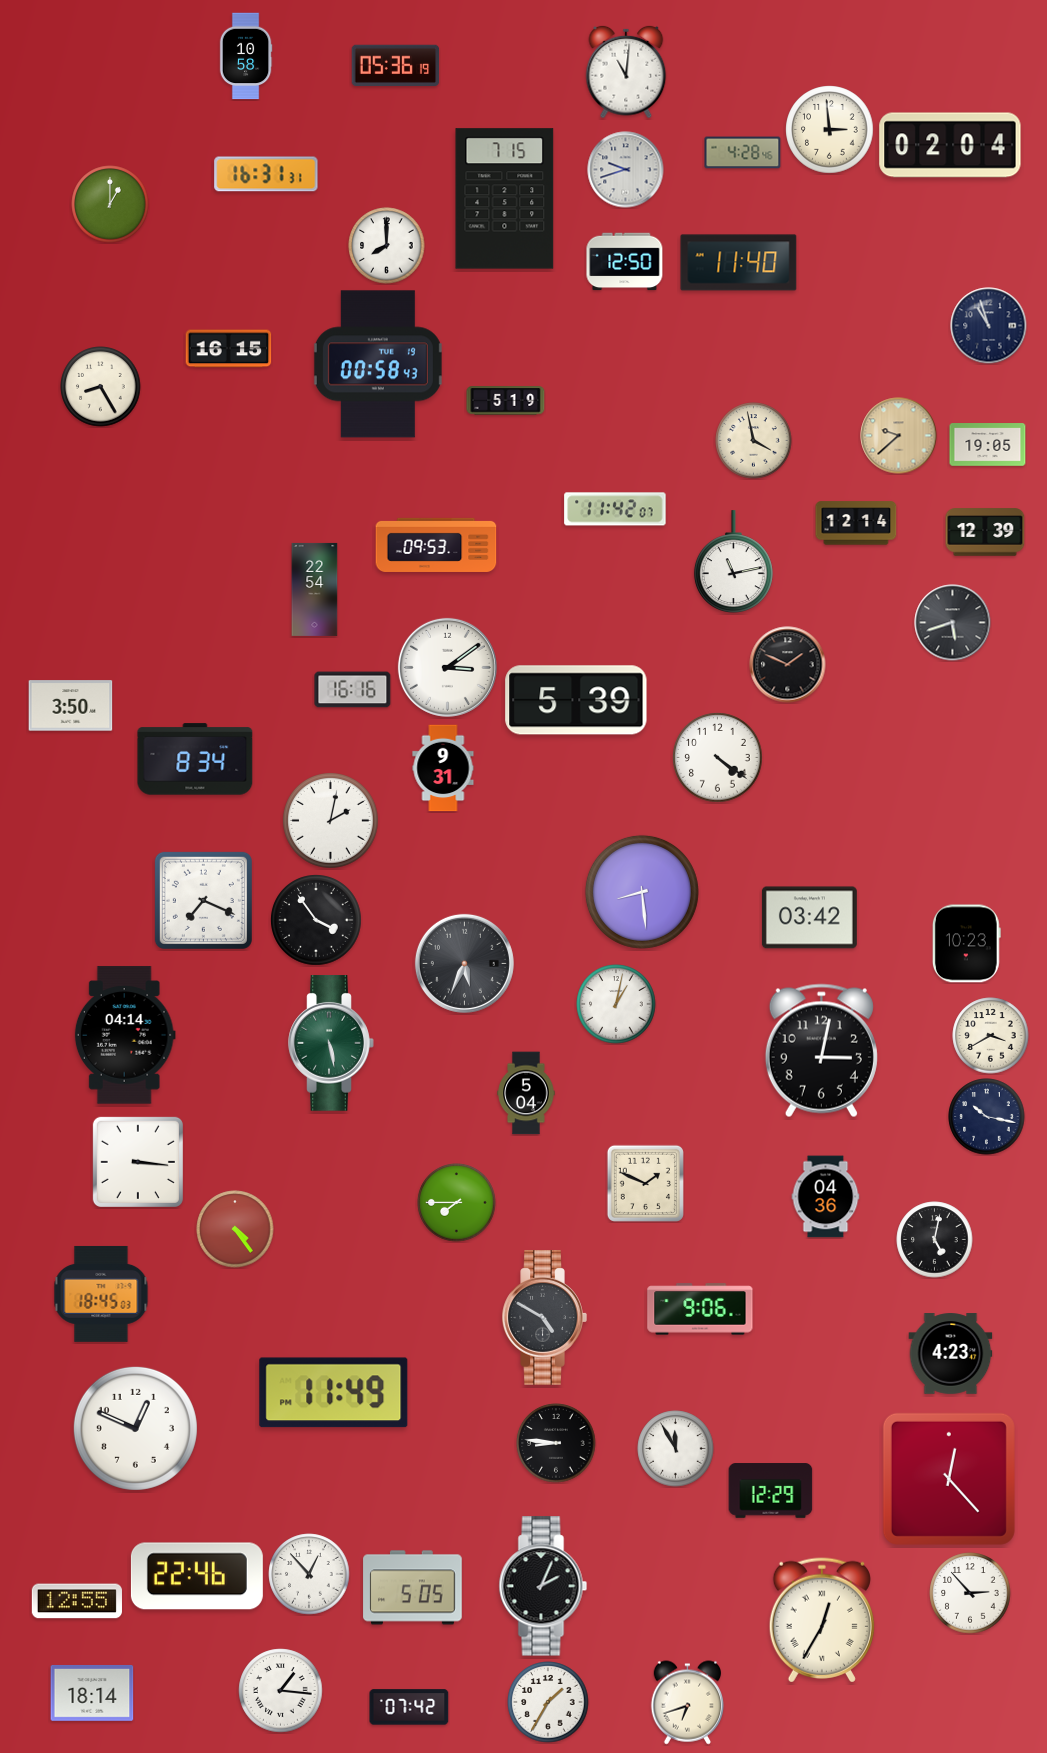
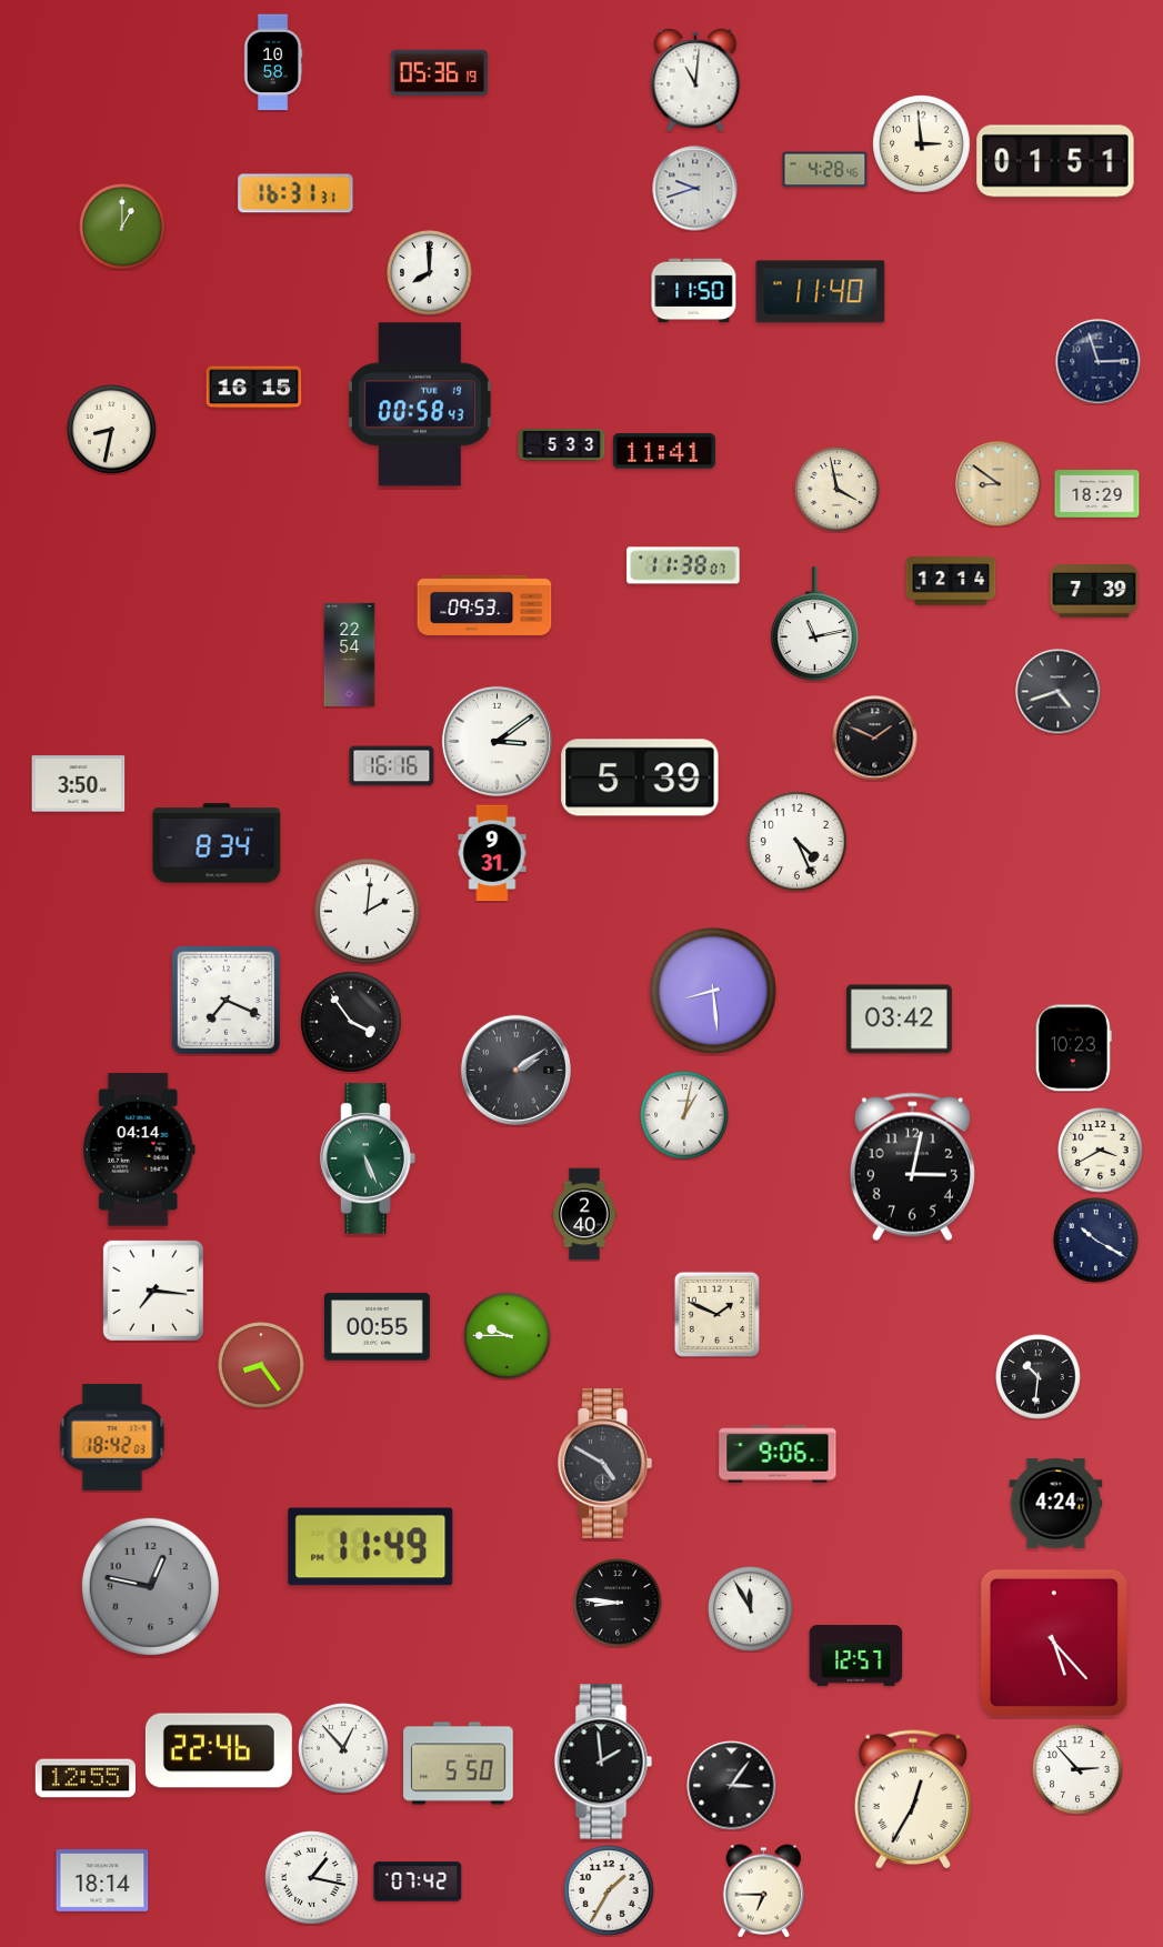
clock at (950, 145): 02:04 -> 01:51
clock at (505, 199): 7:15 -> none
clock at (625, 262): 12:50 -> 11:50
clock at (989, 326): 10:57 -> 2:57
clock at (101, 387): 8:25 -> 8:32
clock at (506, 401): 5:19 -> 5:33
clock at (664, 451): none -> 11:41
clock at (899, 436): 9:38 -> 8:51
clock at (988, 445): 19:05 -> 18:29
clock at (615, 509): 11:42 -> 11:38
clock at (985, 532): 12:39 -> 7:39
clock at (953, 623): 5:42 -> 4:42
clock at (718, 758): 4:21 -> 4:26
clock at (331, 821): 2:02 -> 2:01
clock at (464, 963): 5:34 -> 2:09
clock at (331, 1043): 5:28 -> 5:26
clock at (526, 1093): 5:04 -> 2:40
clock at (987, 1117): 10:17 -> 10:20
clock at (138, 1162): 3:16 -> 7:16
clock at (377, 1327): none -> 00:55
clock at (826, 1197): 04:36 -> none
clock at (457, 1203): 7:45 -> 9:45
clock at (235, 1229): 4:24 -> 8:24
clock at (935, 1240): 5:02 -> 10:31
clock at (101, 1294): 18:45 -> 18:42
clock at (951, 1354): 4:23 -> 4:24
clock at (135, 1428): 12:49 -> 12:47
clock at (135, 1428) dial: white -> grey
clock at (949, 1479): 12:23 -> 5:23
clock at (771, 1491): 12:29 -> 12:57
clock at (543, 1586): 2:04 -> 1:59
clock at (413, 1588): 5:05 -> 5:50
clock at (732, 1786): none -> 3:06
clock at (281, 1691): 1:16 -> 1:17
clock at (687, 1703): 6:42 -> 6:45
clock at (409, 1707) position: (409, 1707) -> (418, 1881)
